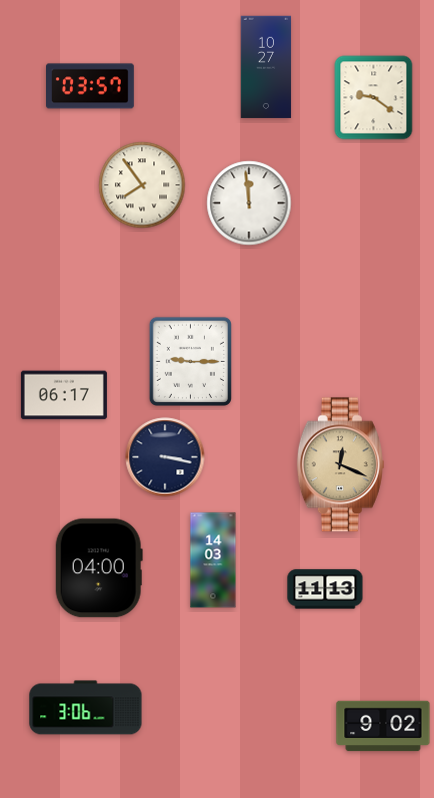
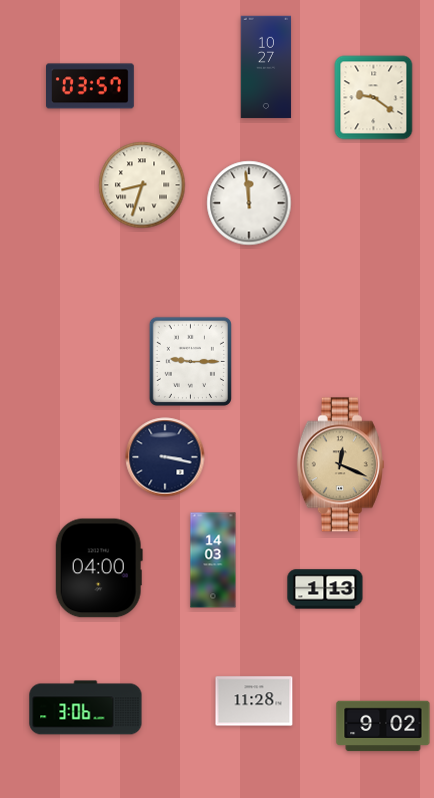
clock at (142, 185): 7:54 -> 8:33
clock at (64, 395): 06:17 -> none
clock at (325, 589): 11:13 -> 1:13
clock at (254, 701): none -> 11:28
